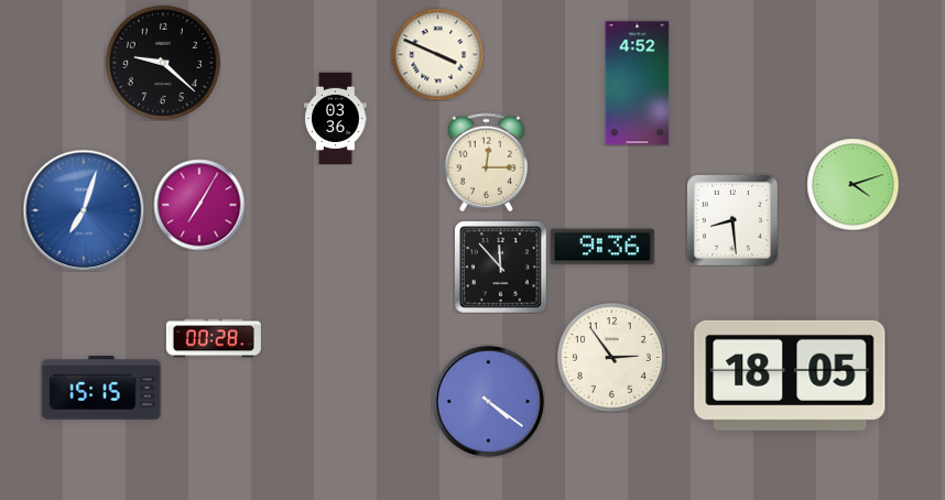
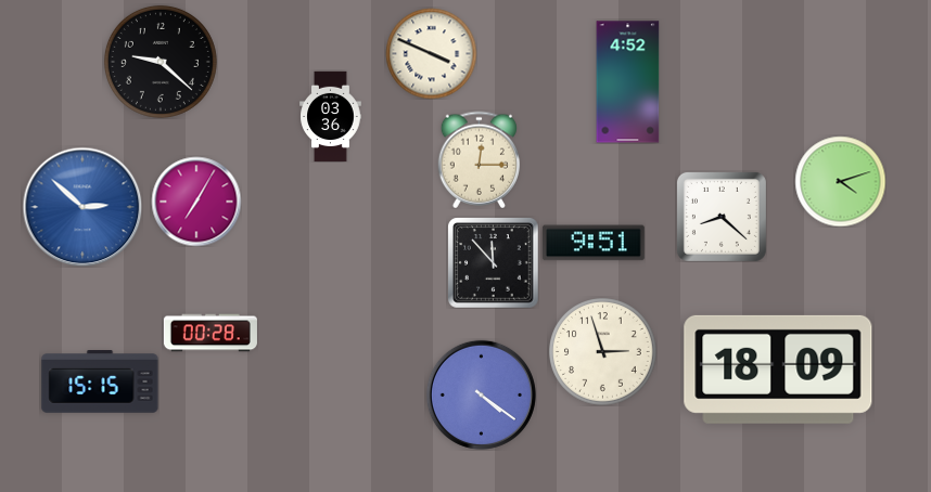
clock at (84, 210): 7:03 -> 2:52
clock at (732, 220): 8:29 -> 8:22
clock at (602, 247): 9:36 -> 9:51
clock at (612, 358): 2:54 -> 2:57
clock at (790, 376): 18:05 -> 18:09
